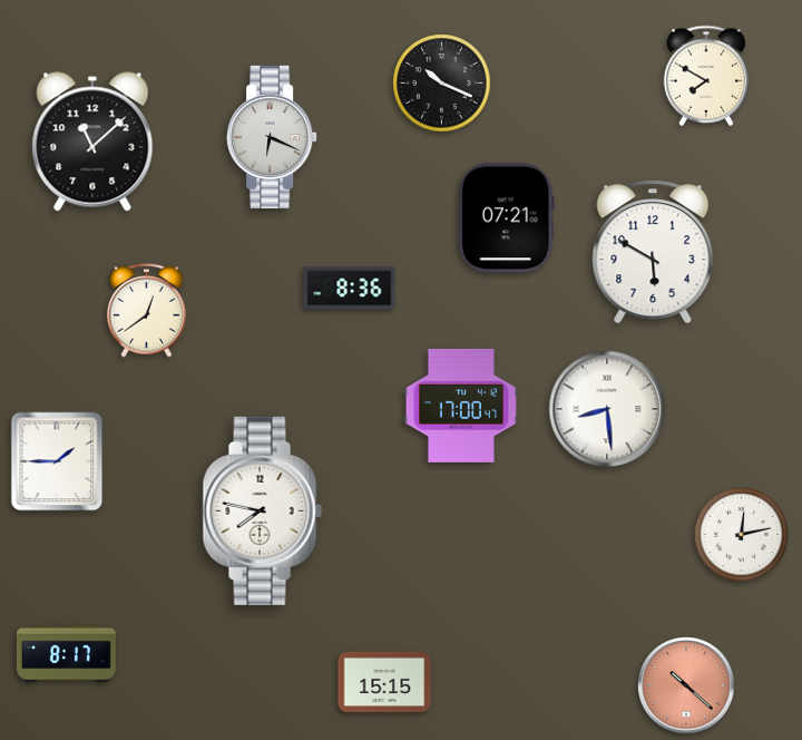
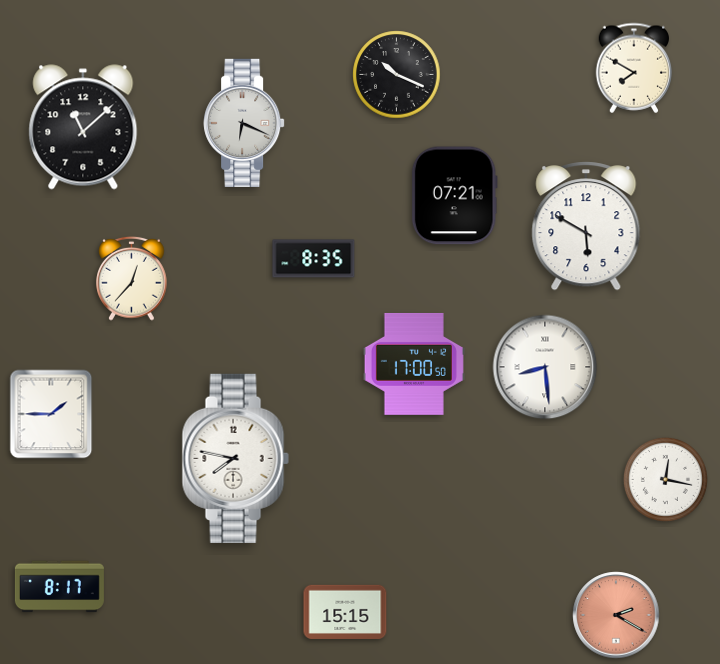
clock at (350, 289): 8:36 -> 8:35
clock at (147, 310): 12:39 -> 12:37
clock at (461, 406): 17:00:47 -> 17:00:50
clock at (741, 534): 12:13 -> 12:17
clock at (686, 685): 10:22 -> 2:20
